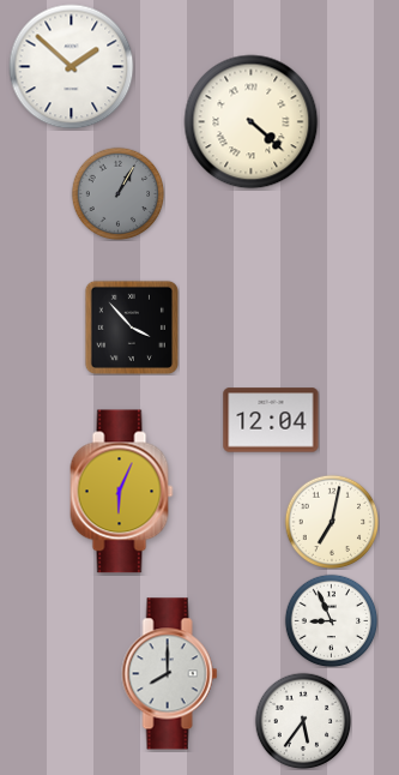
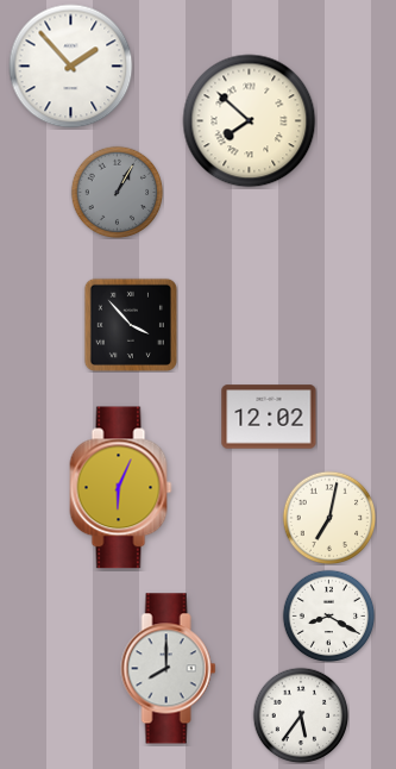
clock at (72, 67): 1:52 -> 1:53
clock at (252, 122): 4:22 -> 7:52
clock at (271, 420): 12:04 -> 12:02
clock at (331, 620): 8:56 -> 8:20
